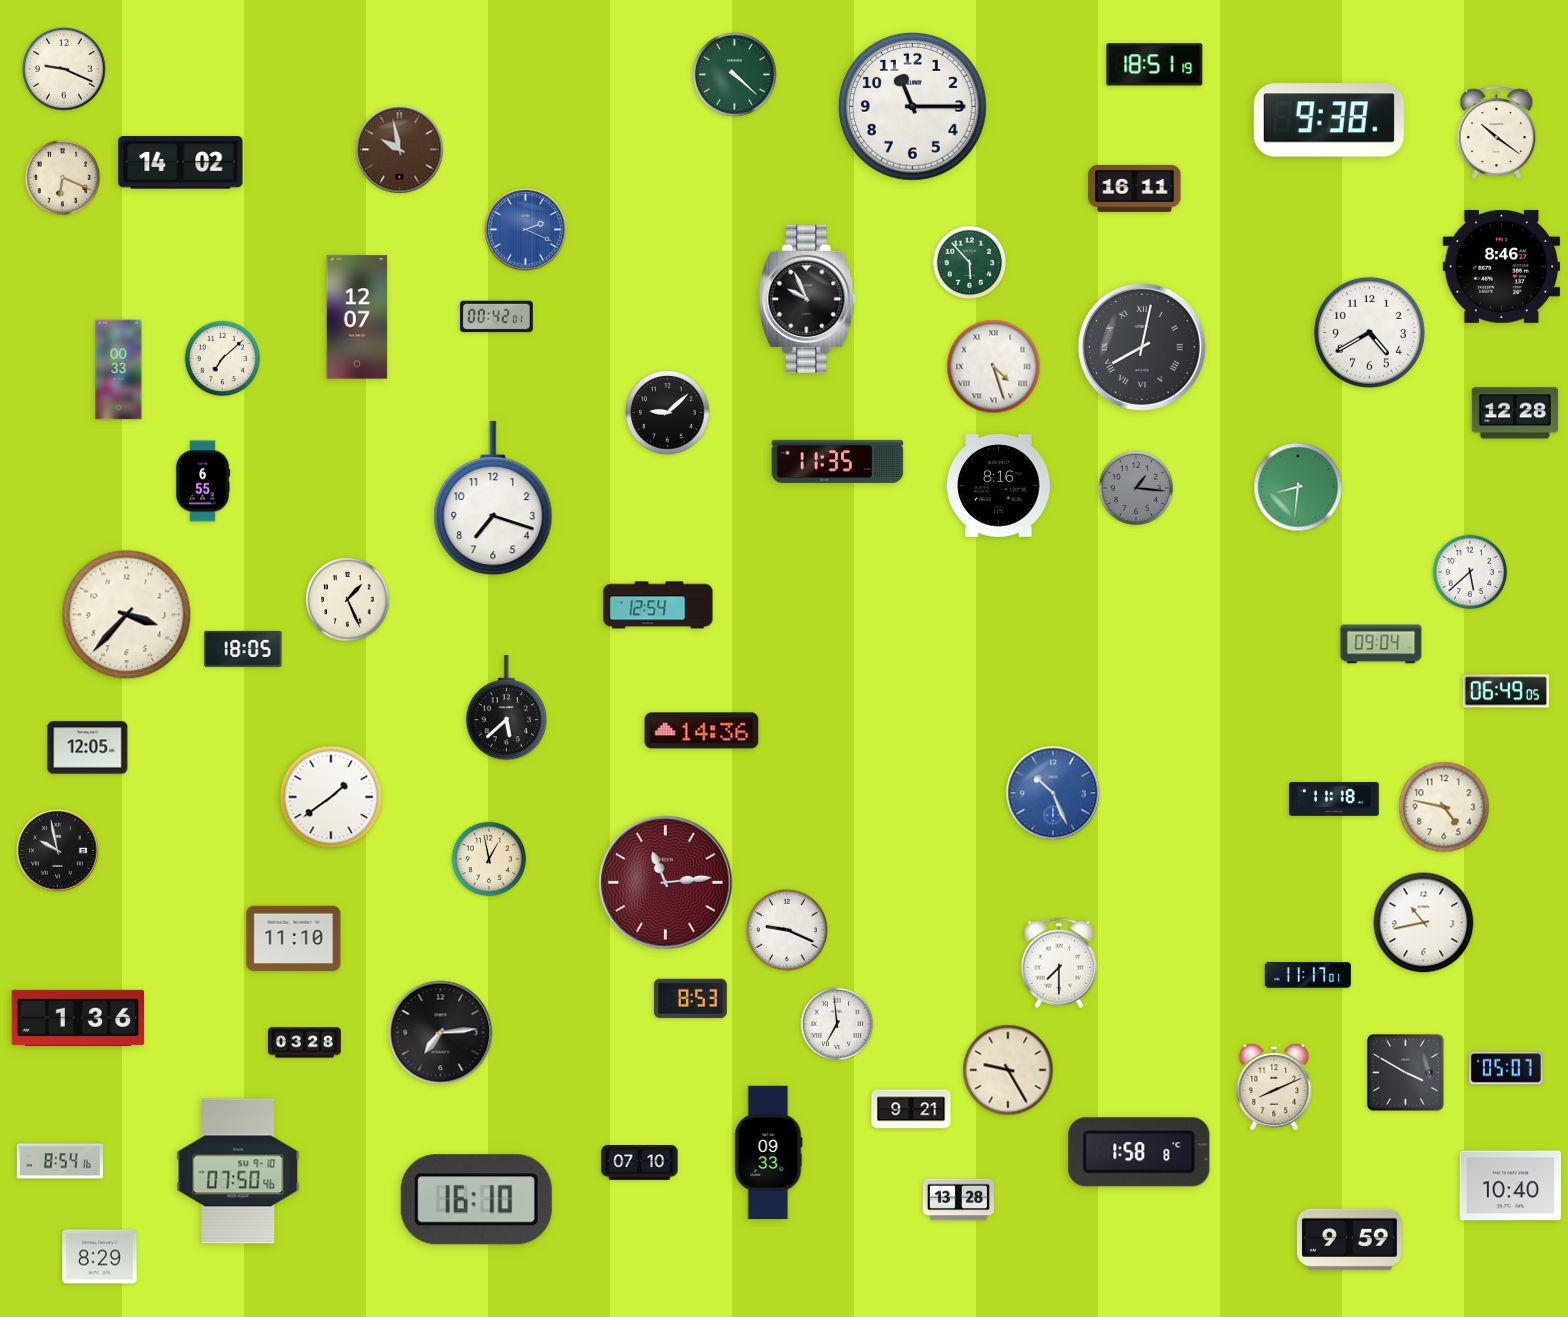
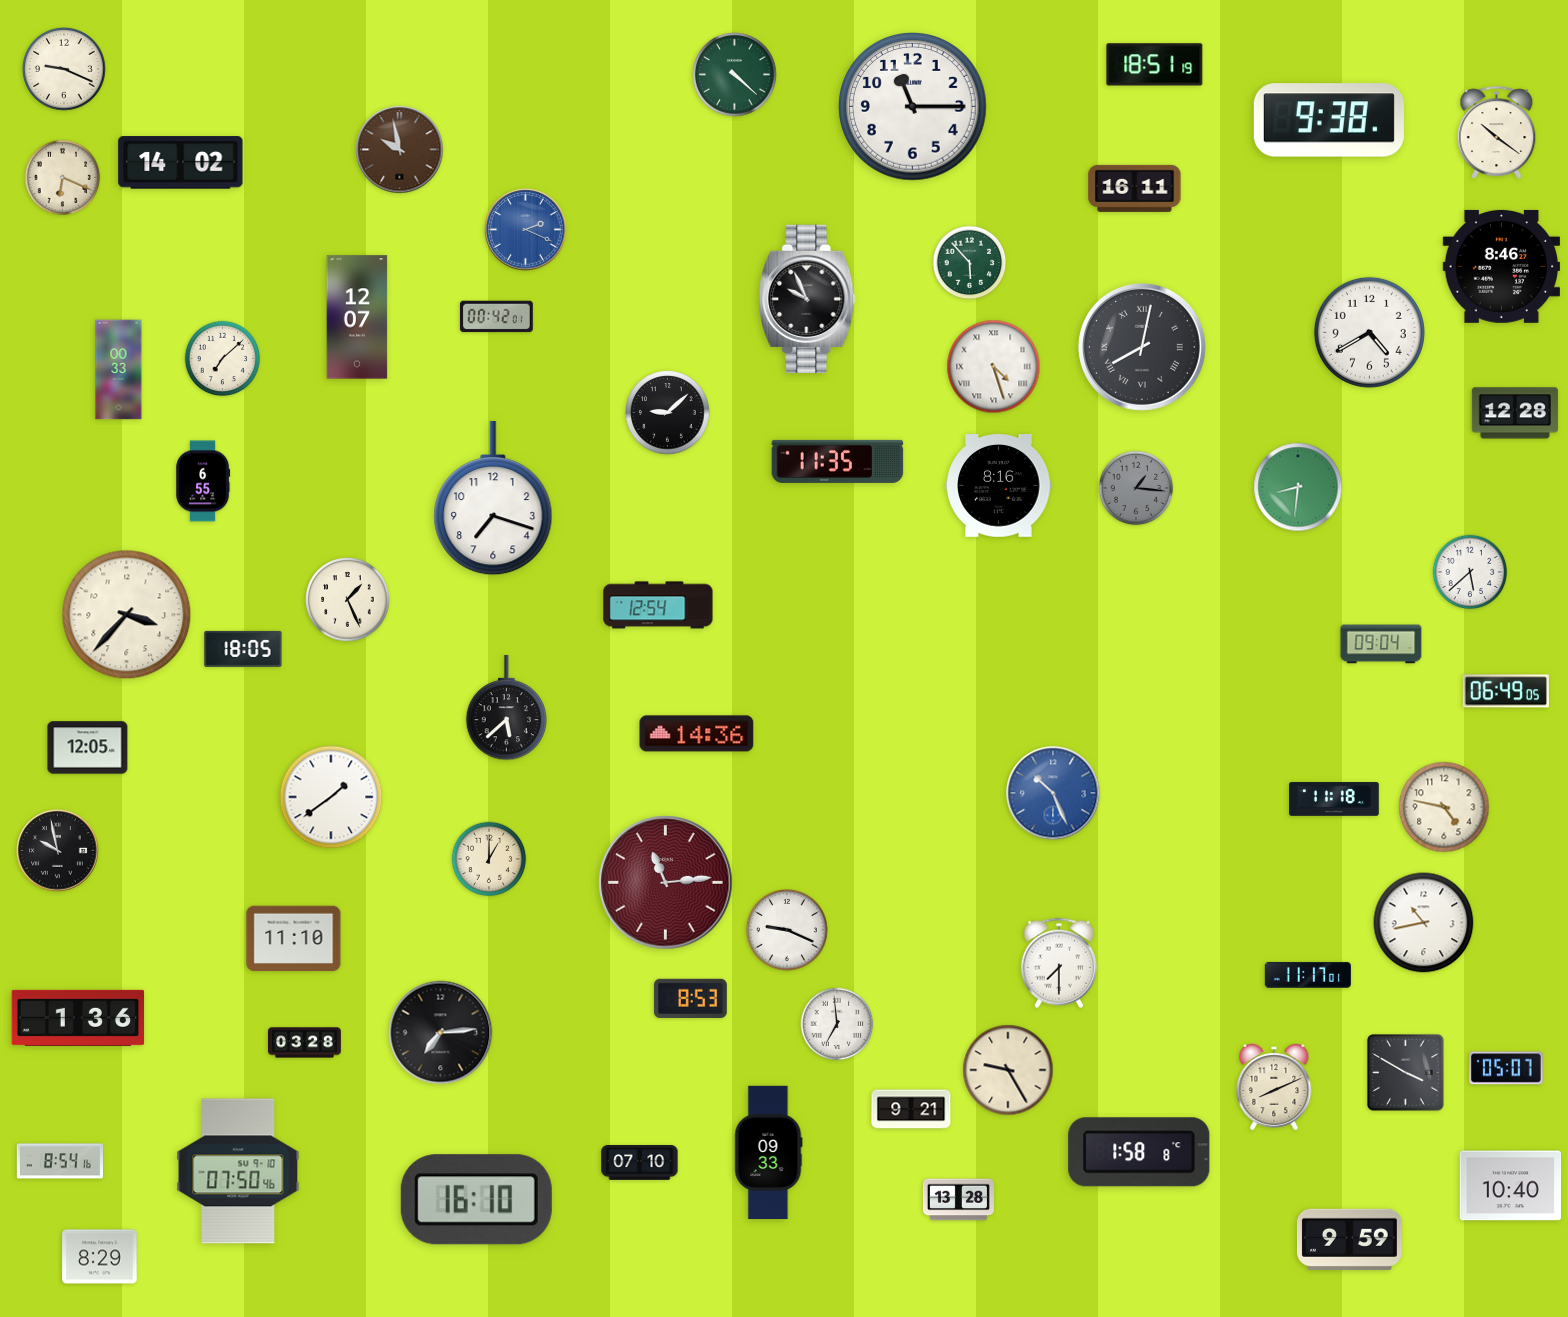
clock at (702, 731) position: (702, 731) -> (697, 734)
clock at (489, 859): 12:58 -> 1:00
